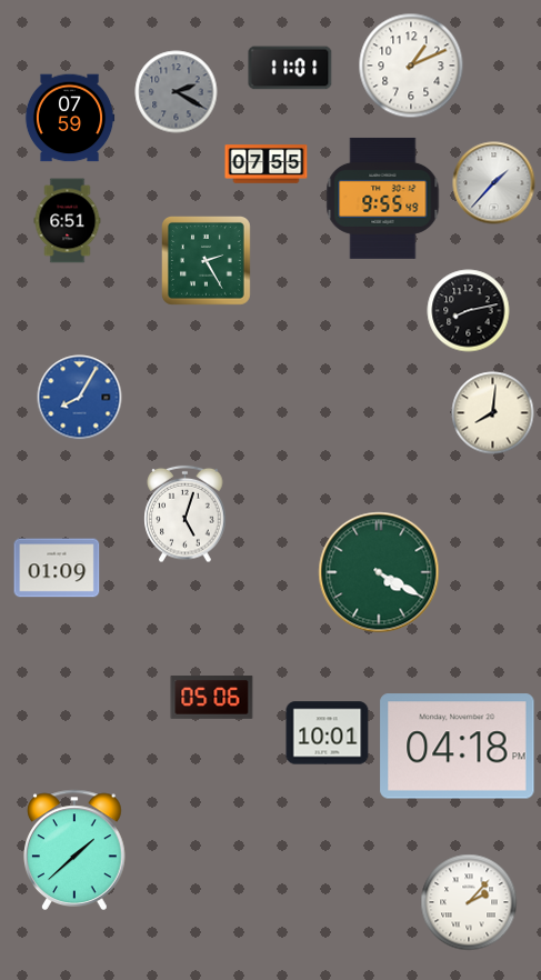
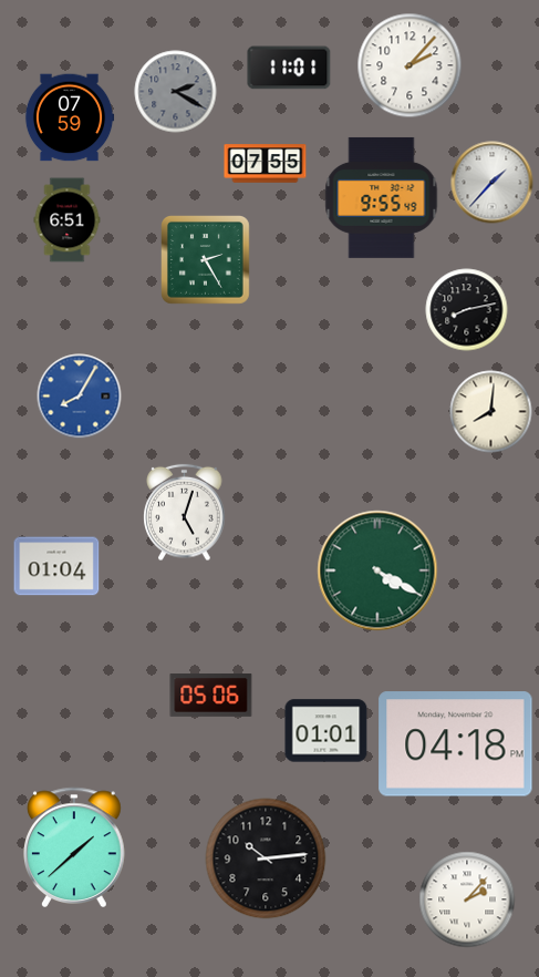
clock at (411, 66): 1:11 -> 2:07
clock at (57, 568): 01:09 -> 01:04
clock at (328, 733): 10:01 -> 01:01
clock at (266, 858): none -> 10:14
